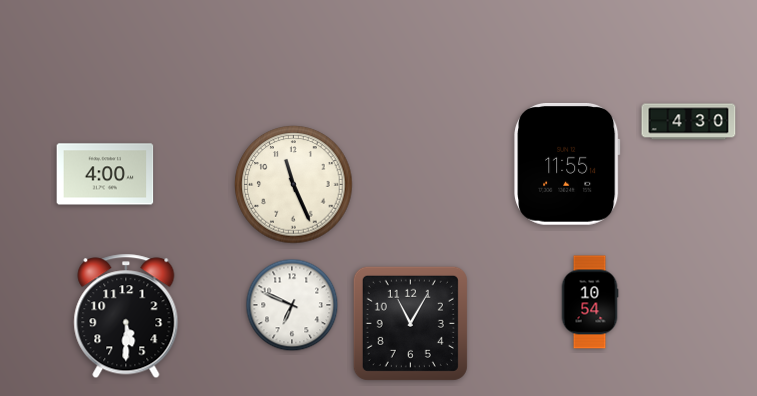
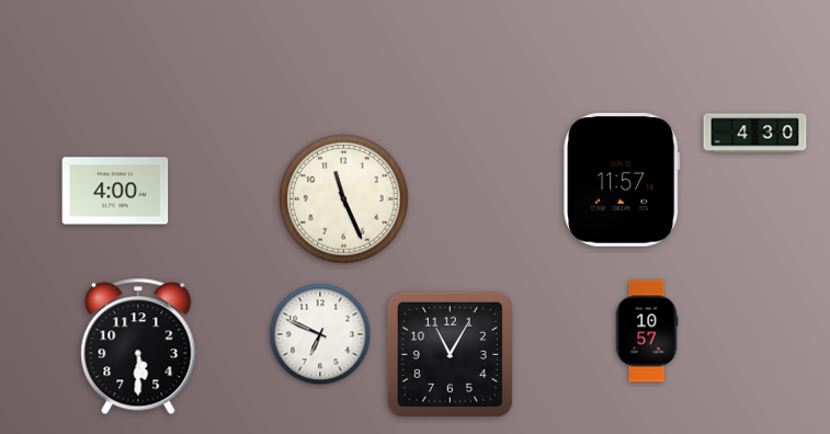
clock at (567, 164): 11:55 -> 11:57
clock at (294, 185) position: (294, 185) -> (344, 199)
clock at (590, 302): 10:54 -> 10:57
